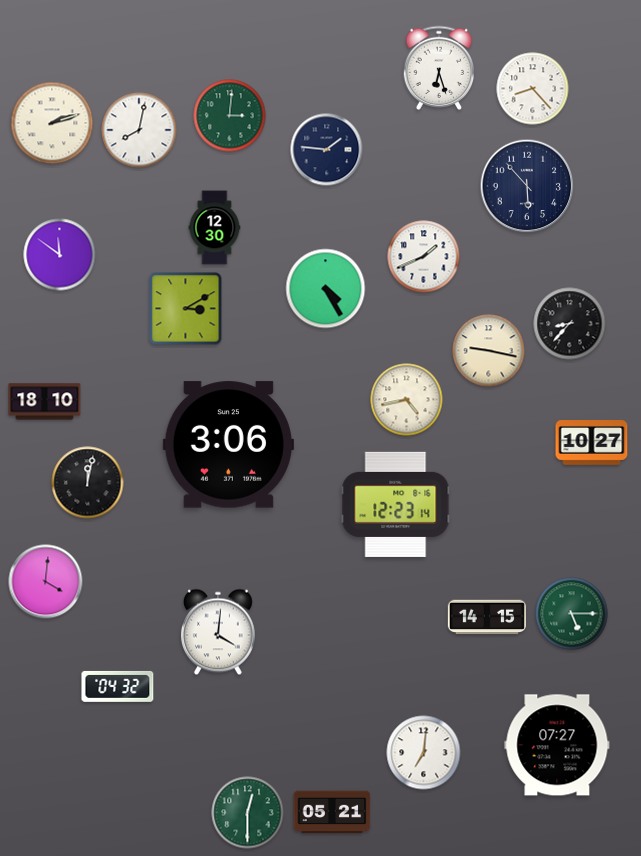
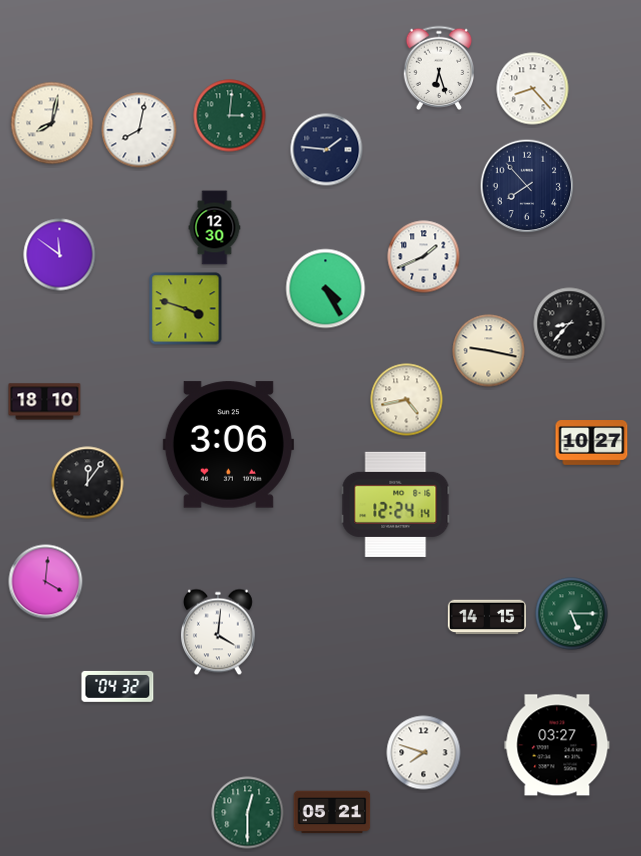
clock at (52, 123): 2:12 -> 8:02
clock at (527, 186): 5:53 -> 7:53
clock at (186, 309): 3:10 -> 3:48
clock at (88, 483): 12:02 -> 12:06
clock at (396, 504): 12:23 -> 12:24
clock at (557, 745): 07:27 -> 03:27
clock at (424, 753): 7:01 -> 7:48
